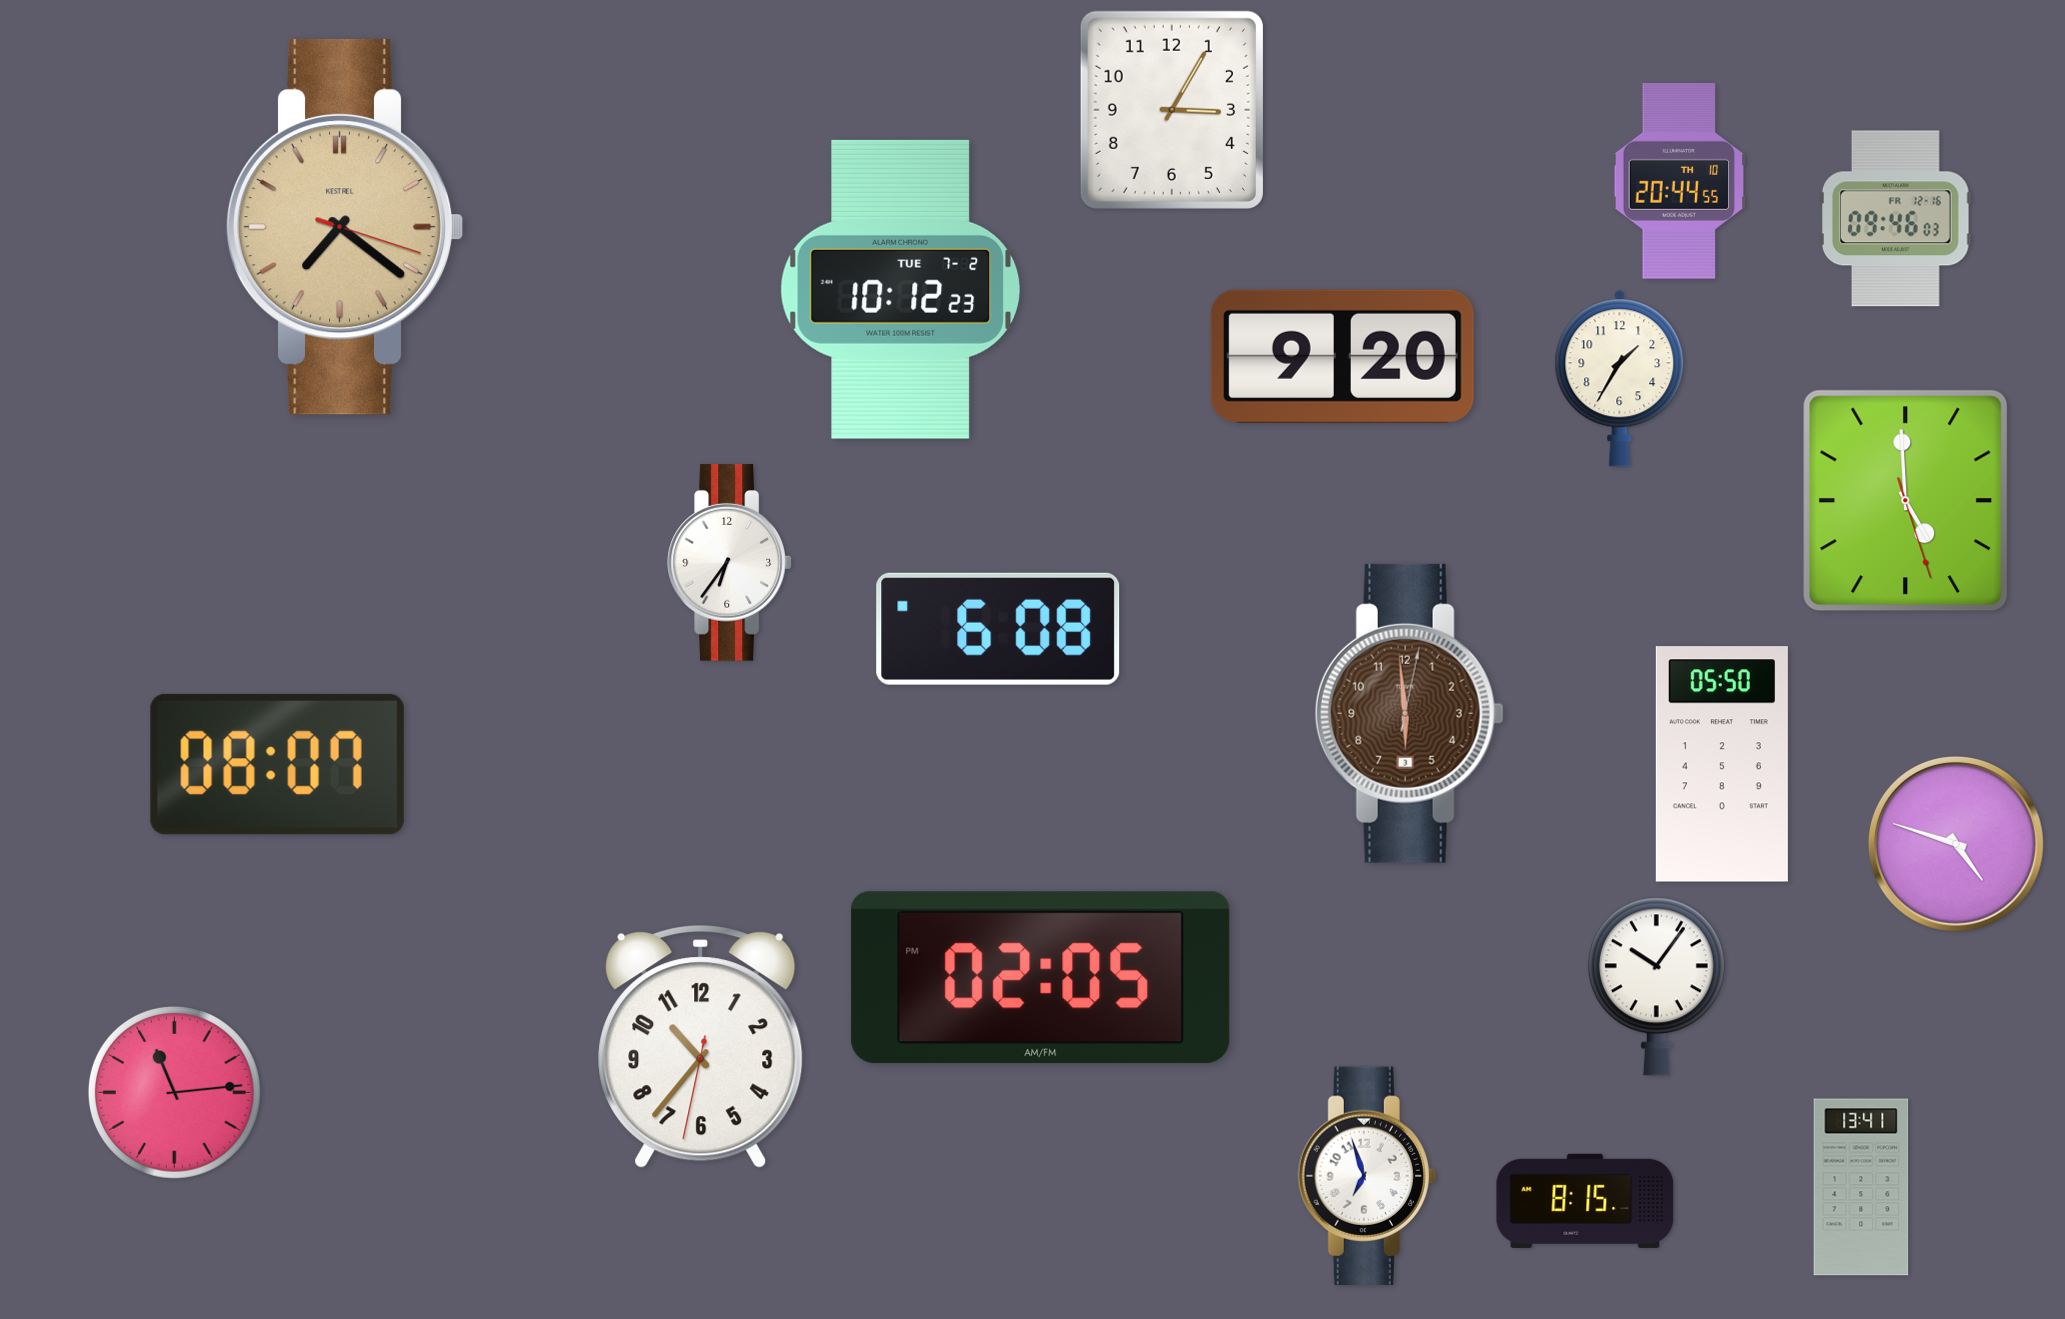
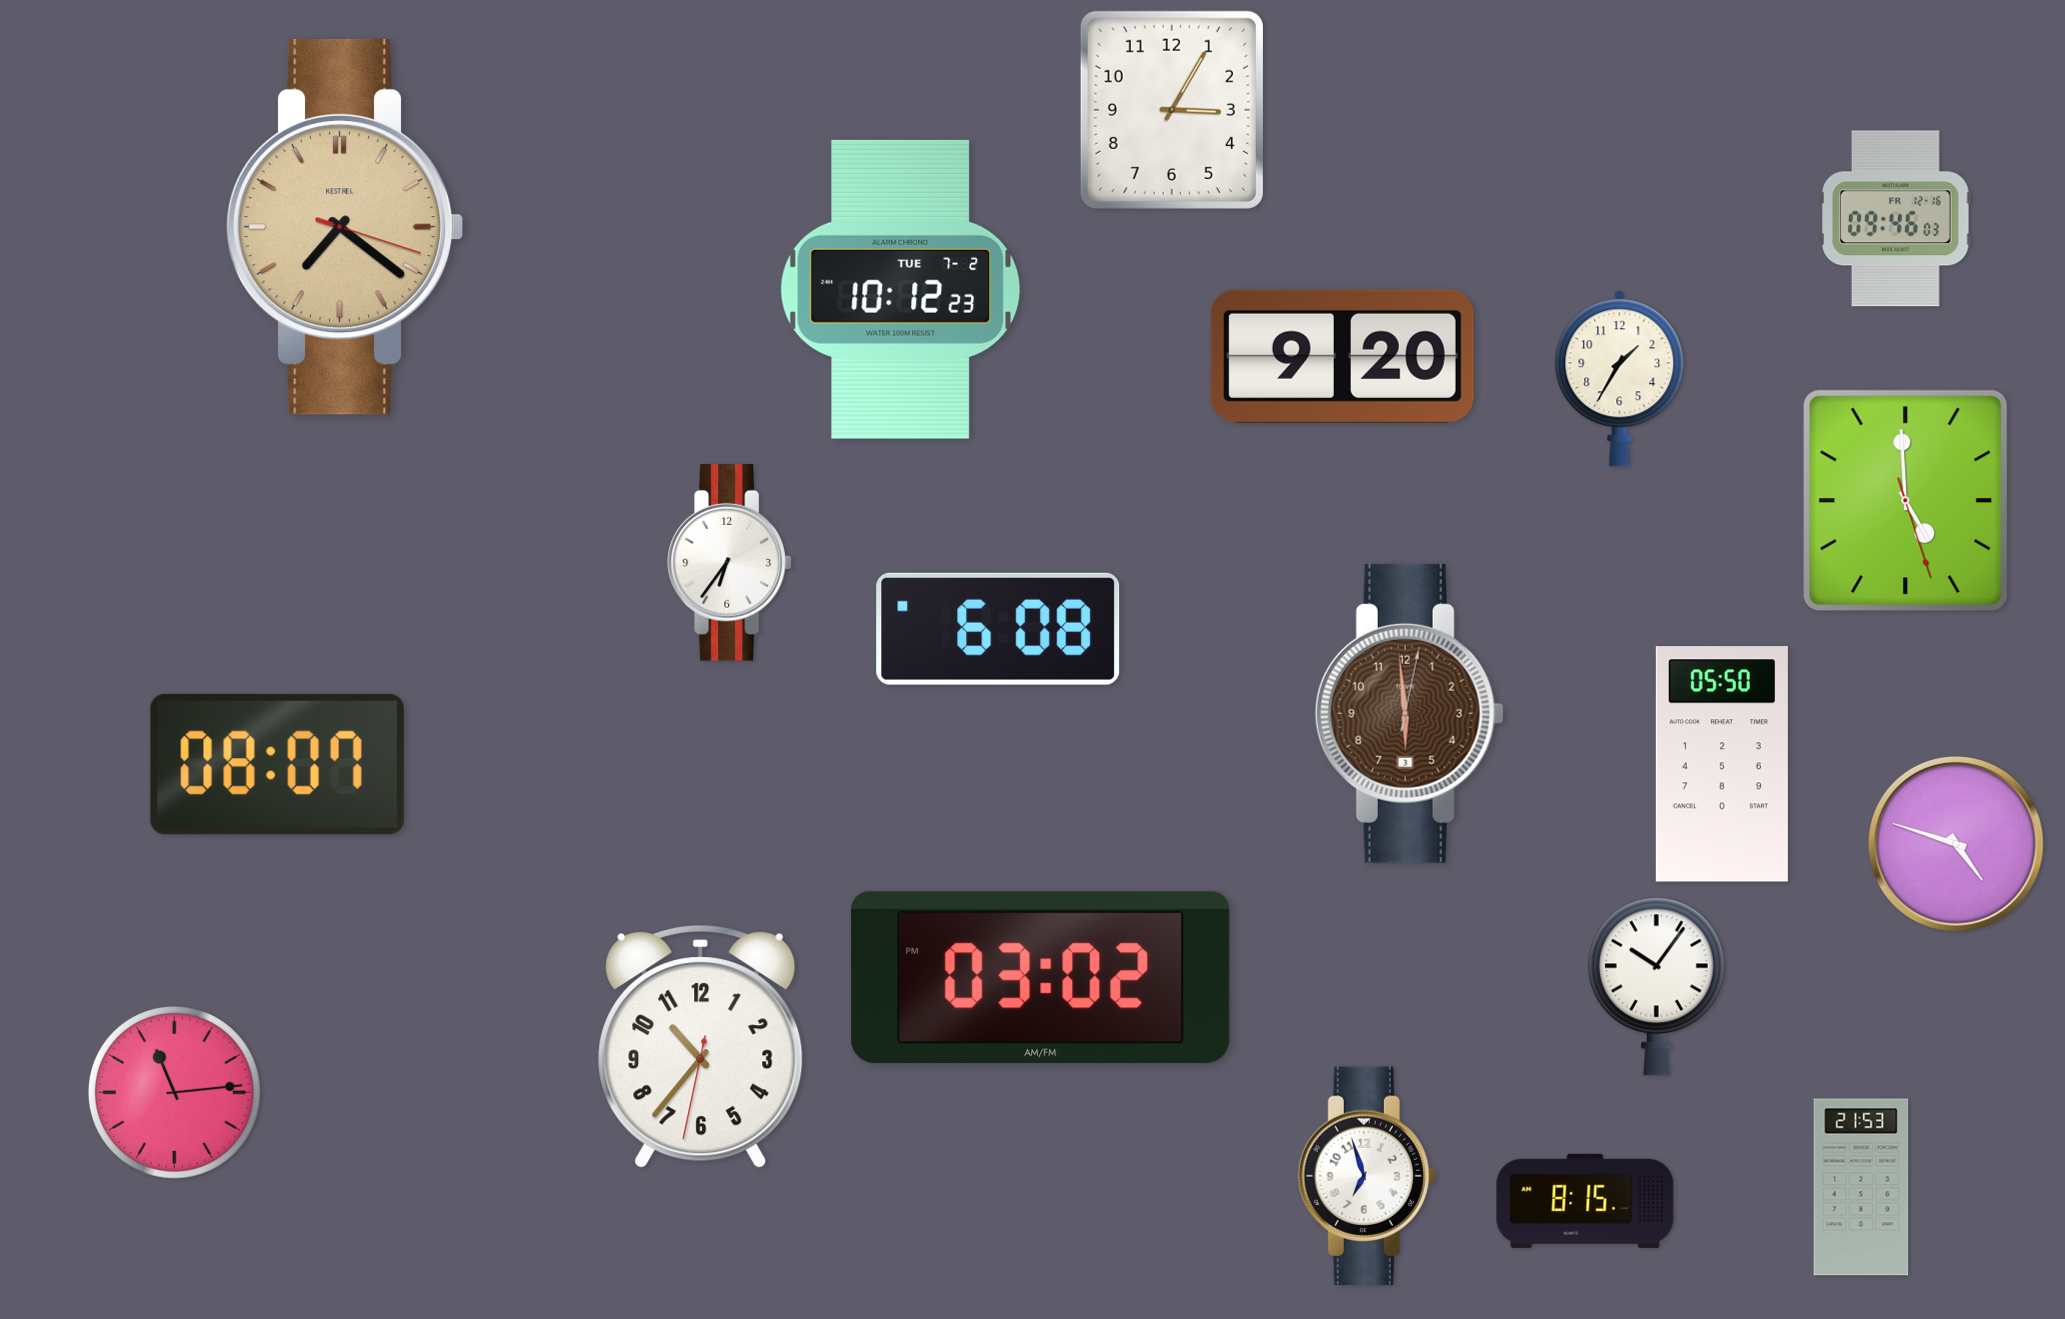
clock at (1678, 181): 20:44 -> none
clock at (1041, 978): 02:05 -> 03:02
clock at (1861, 1187): 13:41 -> 21:53
